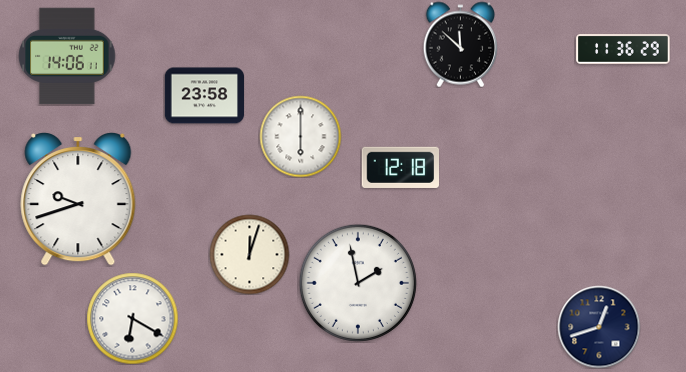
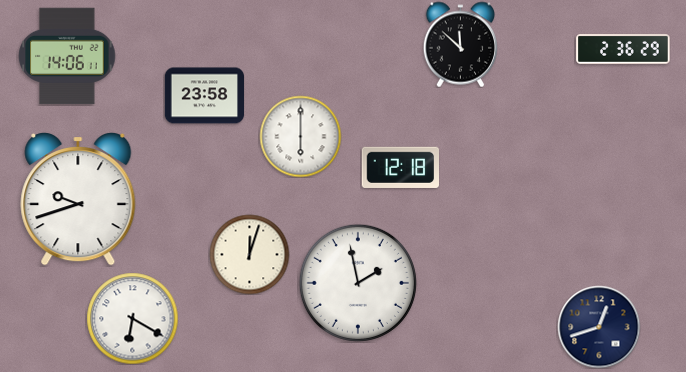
clock at (623, 49): 11:36 -> 2:36
